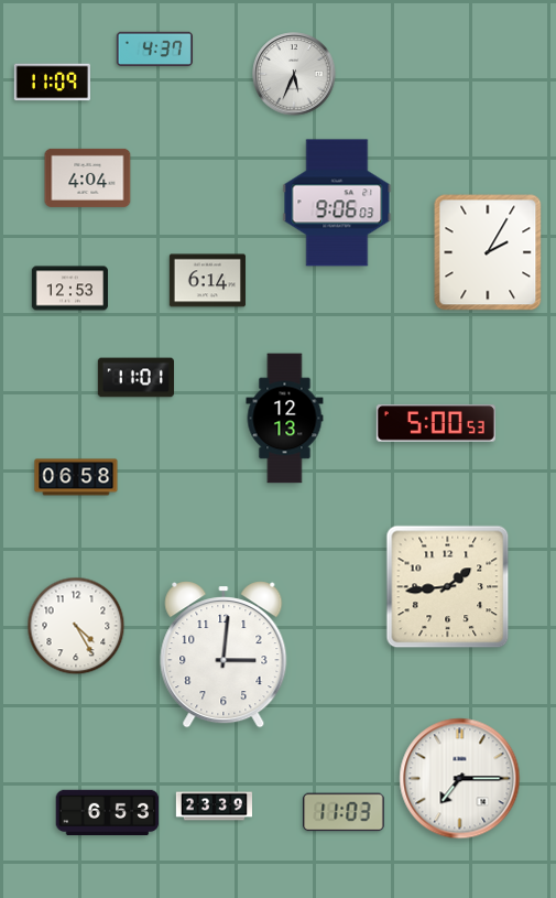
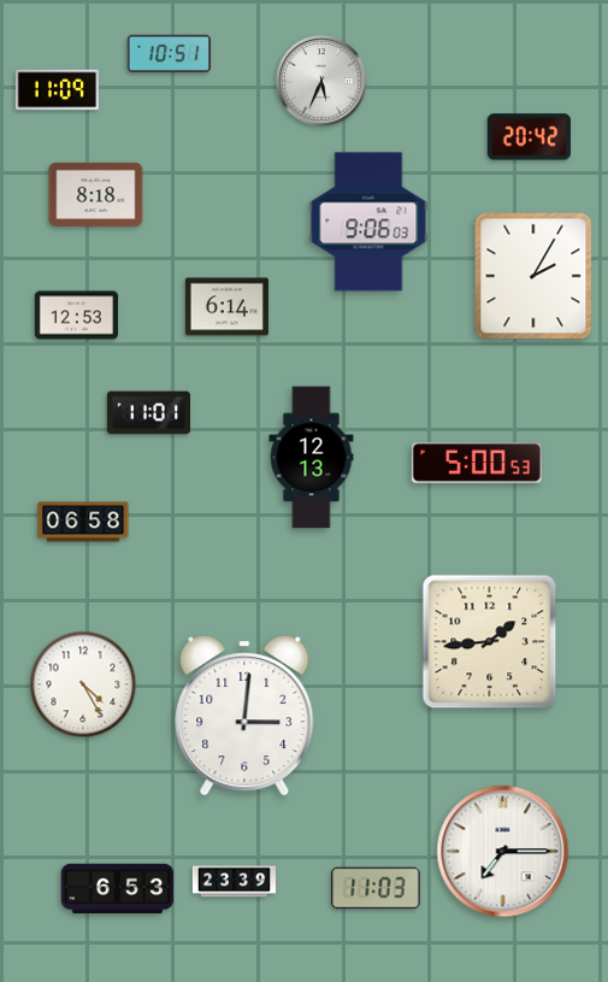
clock at (154, 48): 4:37 -> 10:51
clock at (529, 137): none -> 20:42
clock at (88, 177): 4:04 -> 8:18
